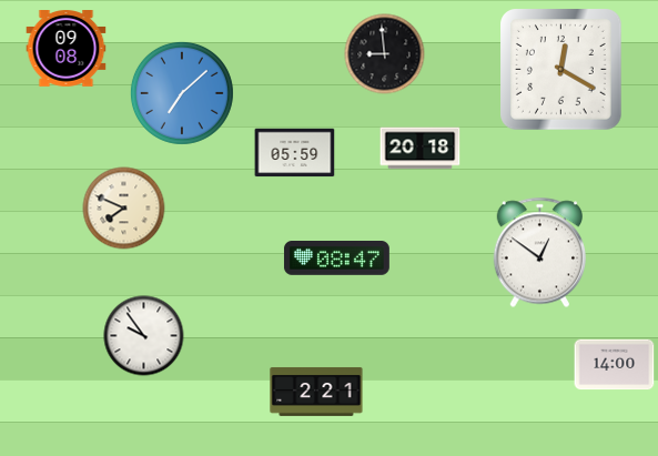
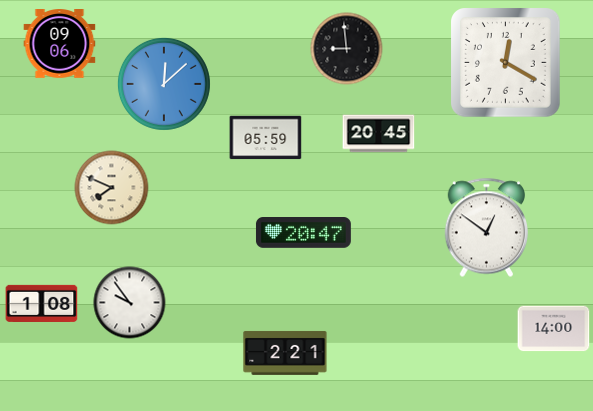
clock at (67, 49): 09:08 -> 09:06
clock at (182, 93): 7:08 -> 12:08
clock at (421, 149): 20:18 -> 20:45
clock at (336, 259): 08:47 -> 20:47
clock at (42, 303): none -> 1:08
